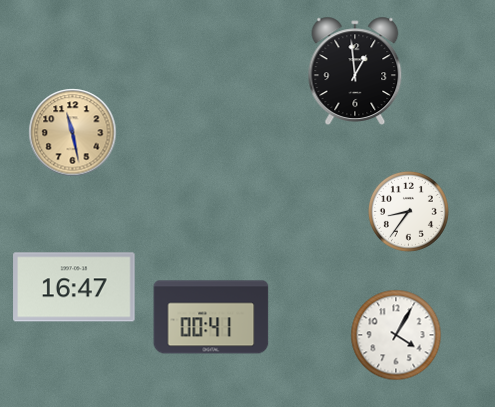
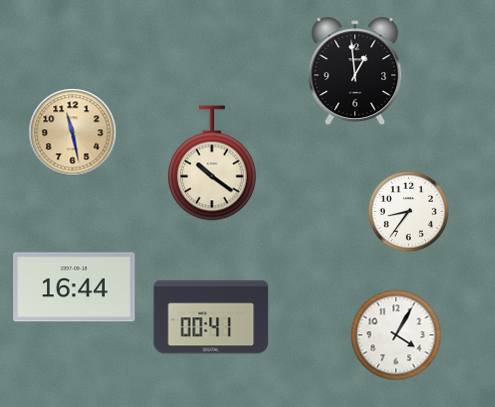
clock at (213, 163): none -> 10:21
clock at (74, 287): 16:47 -> 16:44
